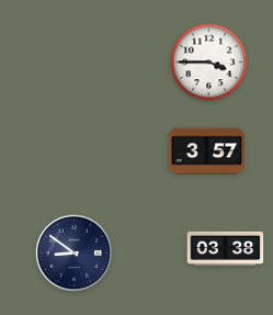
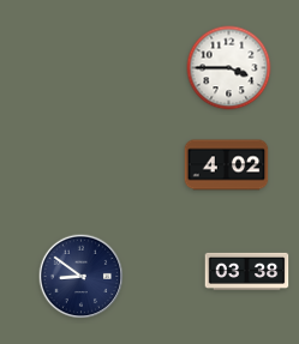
clock at (207, 151): 3:57 -> 4:02
